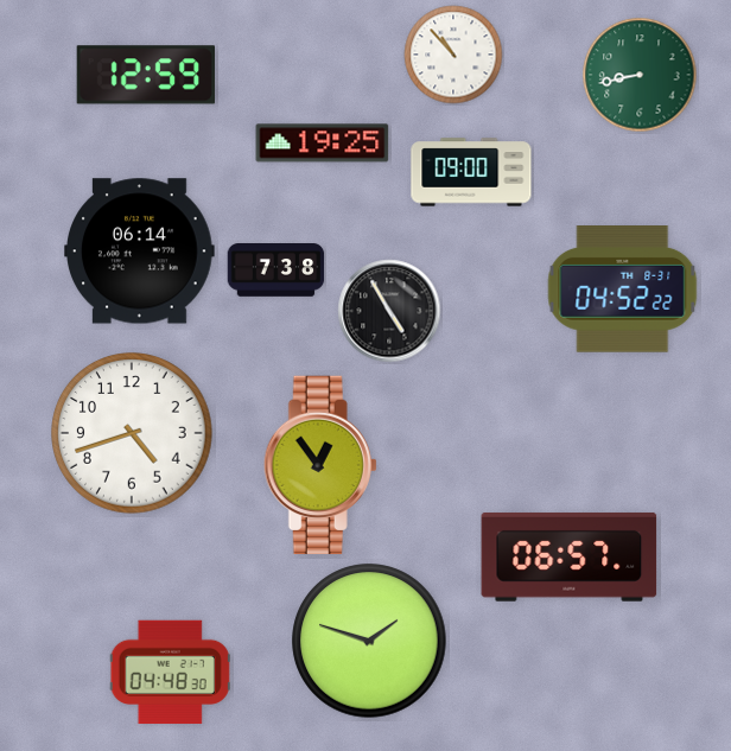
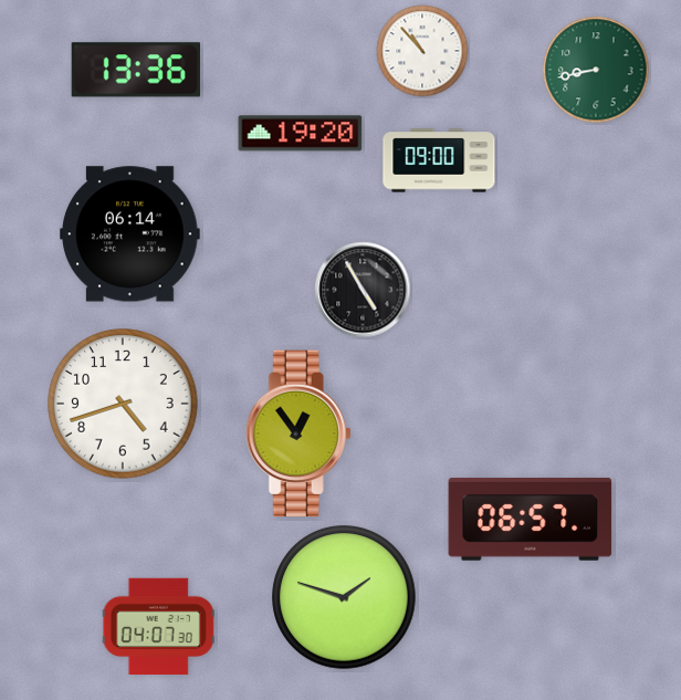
clock at (145, 75): 12:59 -> 13:36
clock at (323, 144): 19:25 -> 19:20
clock at (276, 271): 7:38 -> none
clock at (623, 289): 04:52 -> none
clock at (170, 673): 04:48 -> 04:07
